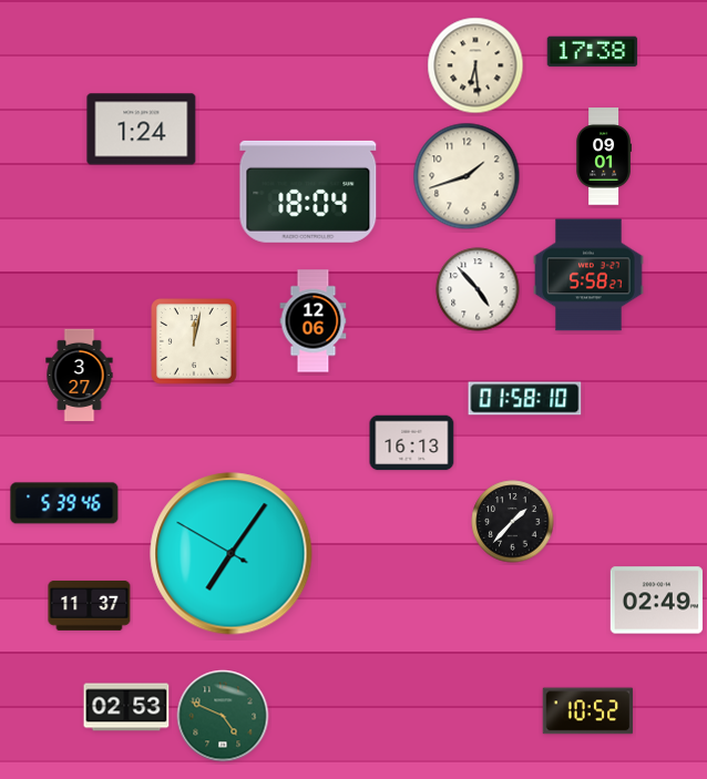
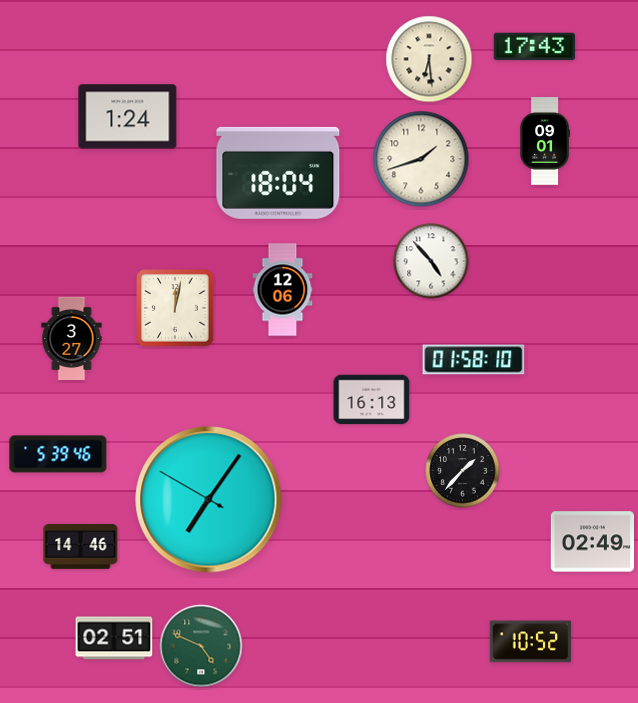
clock at (593, 52): 17:38 -> 17:43
clock at (588, 275): 5:58 -> none
clock at (90, 605): 11:37 -> 14:46
clock at (126, 707): 02:53 -> 02:51
